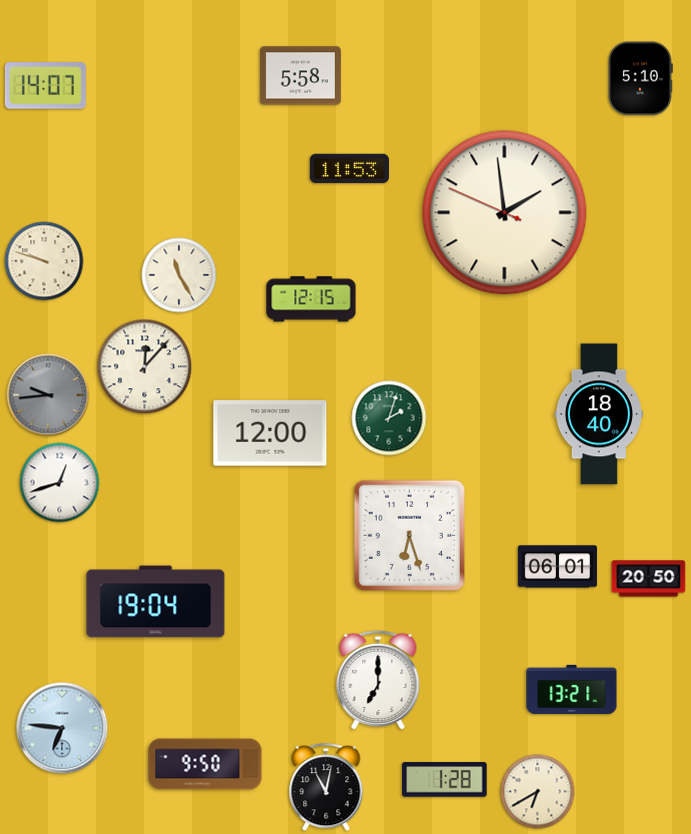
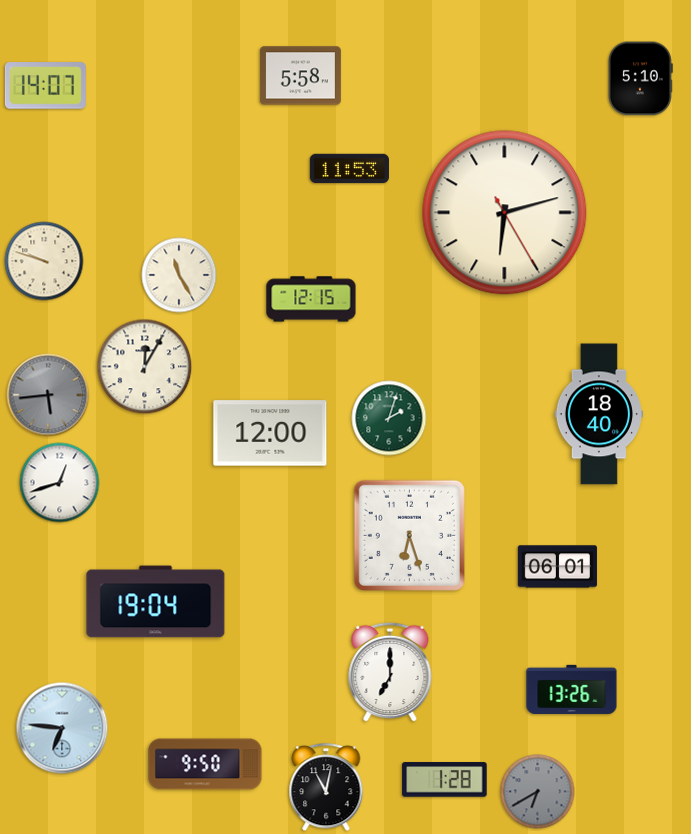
clock at (505, 213): 1:58 -> 6:12
clock at (145, 367): 12:07 -> 12:05
clock at (48, 395): 9:44 -> 5:44
clock at (649, 579): 20:50 -> none
clock at (378, 680) position: (378, 680) -> (390, 672)
clock at (572, 689): 13:21 -> 13:26
clock at (538, 792) dial: cream -> grey
